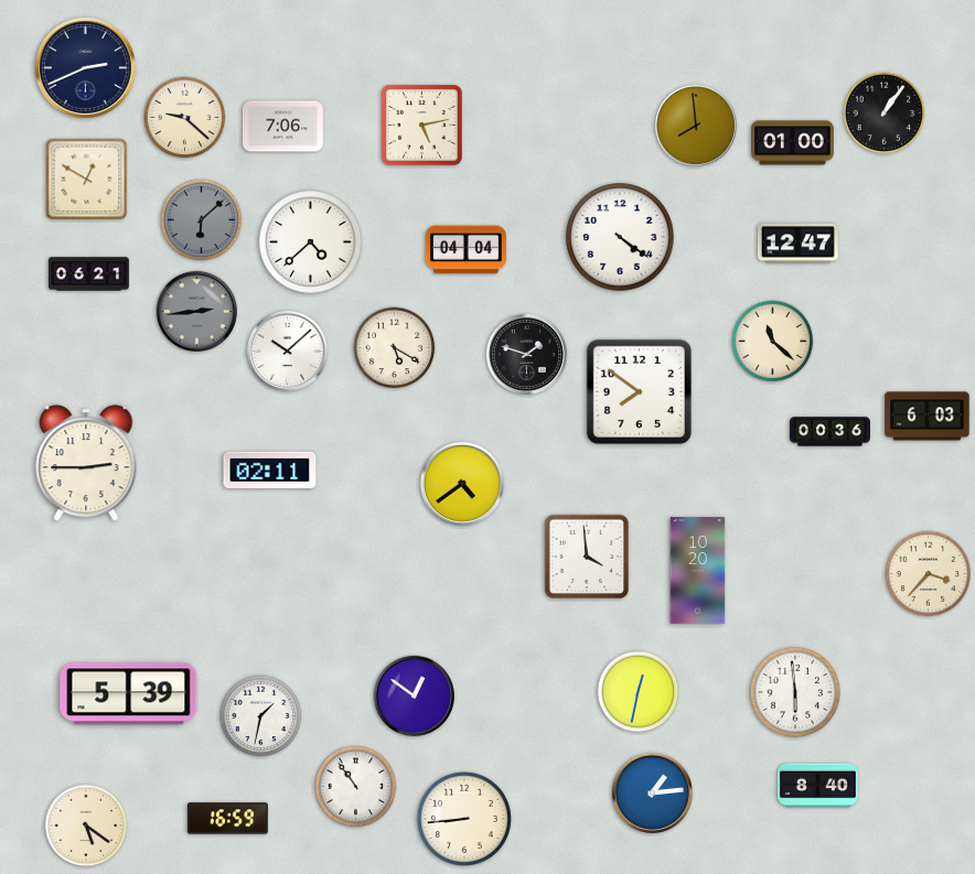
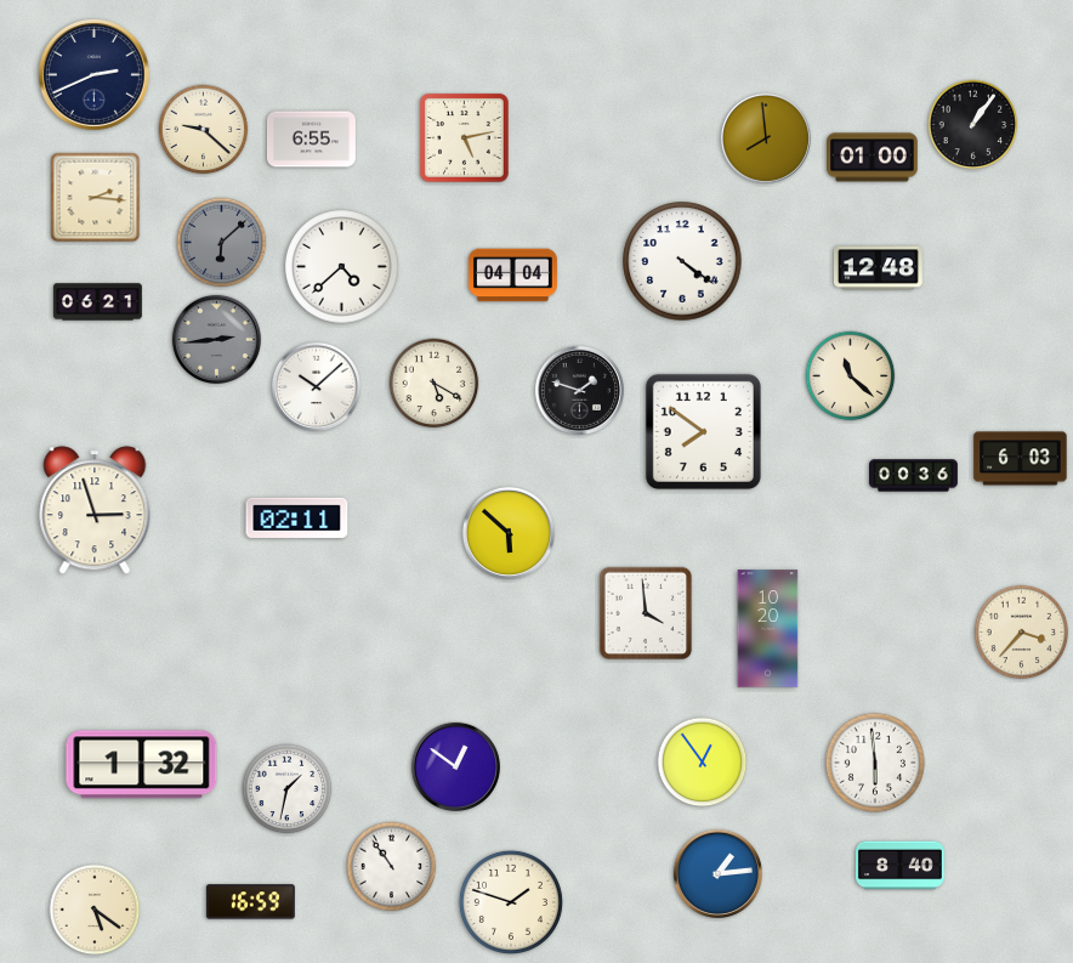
clock at (282, 127): 7:06 -> 6:55
clock at (87, 180): 12:50 -> 2:16
clock at (797, 244): 12:47 -> 12:48
clock at (196, 311) position: (196, 311) -> (216, 339)
clock at (86, 463): 2:45 -> 2:57
clock at (462, 484): 4:39 -> 5:52
clock at (639, 692): 12:32 -> 12:54
clock at (129, 694): 5:39 -> 1:32
clock at (464, 819): 8:44 -> 1:48
